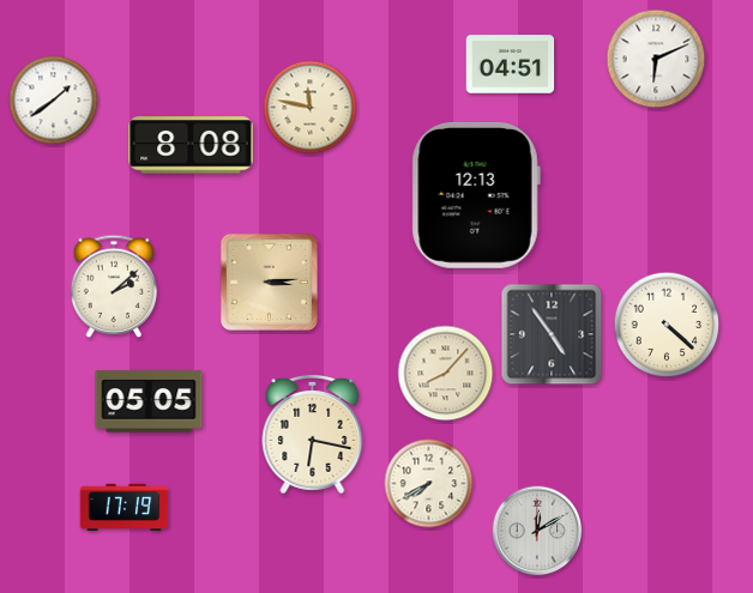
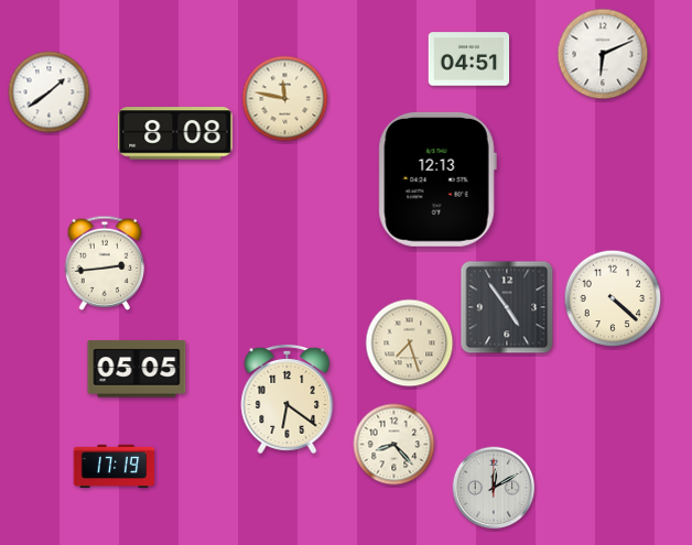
clock at (269, 282): 3:14 -> none
clock at (114, 286): 2:08 -> 2:44
clock at (446, 374): 8:07 -> 7:27
clock at (313, 434): 6:17 -> 6:21
clock at (429, 484): 7:40 -> 8:23
